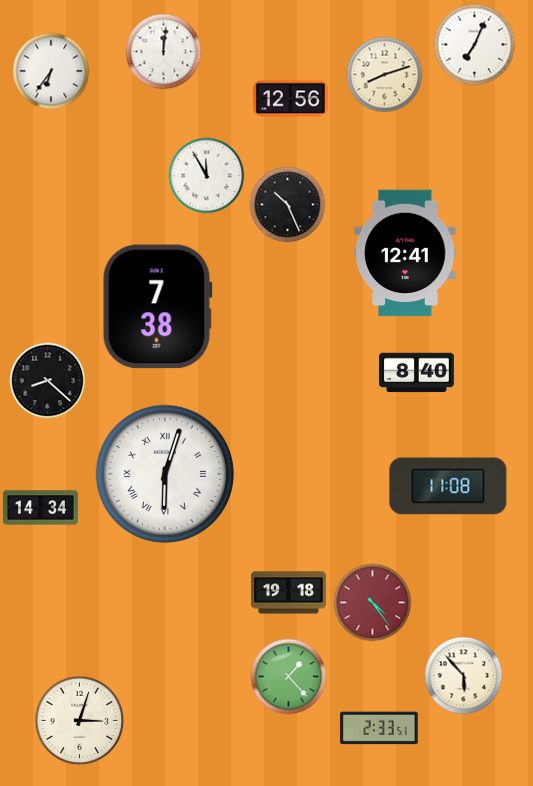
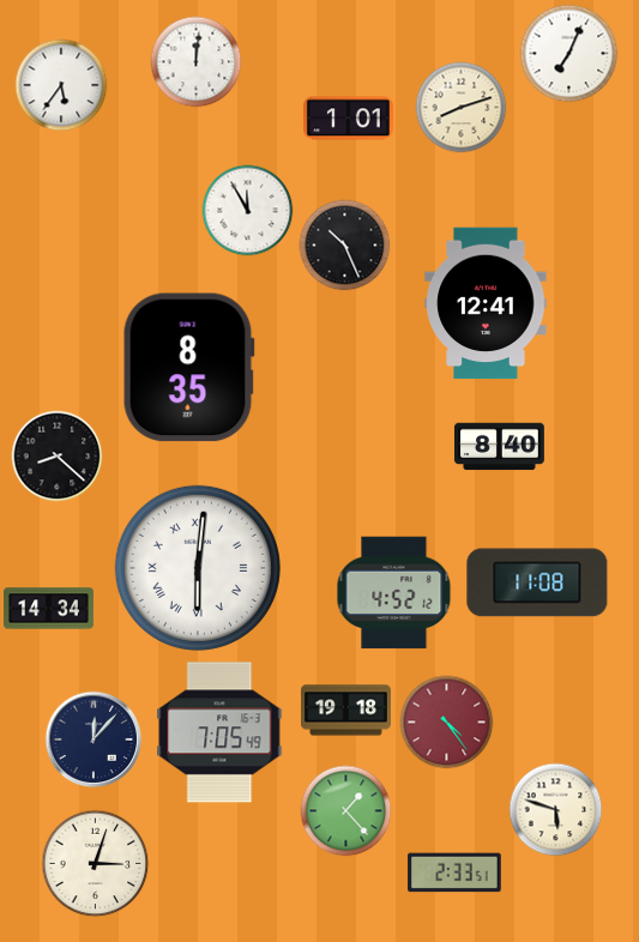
clock at (51, 71): 6:36 -> 5:36
clock at (385, 75) position: (385, 75) -> (462, 108)
clock at (290, 99): 12:56 -> 1:01
clock at (157, 307): 7:38 -> 8:35
clock at (165, 474): 6:03 -> 6:01
clock at (394, 593): none -> 4:52
clock at (219, 732): none -> 7:05
clock at (94, 739): none -> 12:07
clock at (464, 676): 5:53 -> 5:48
